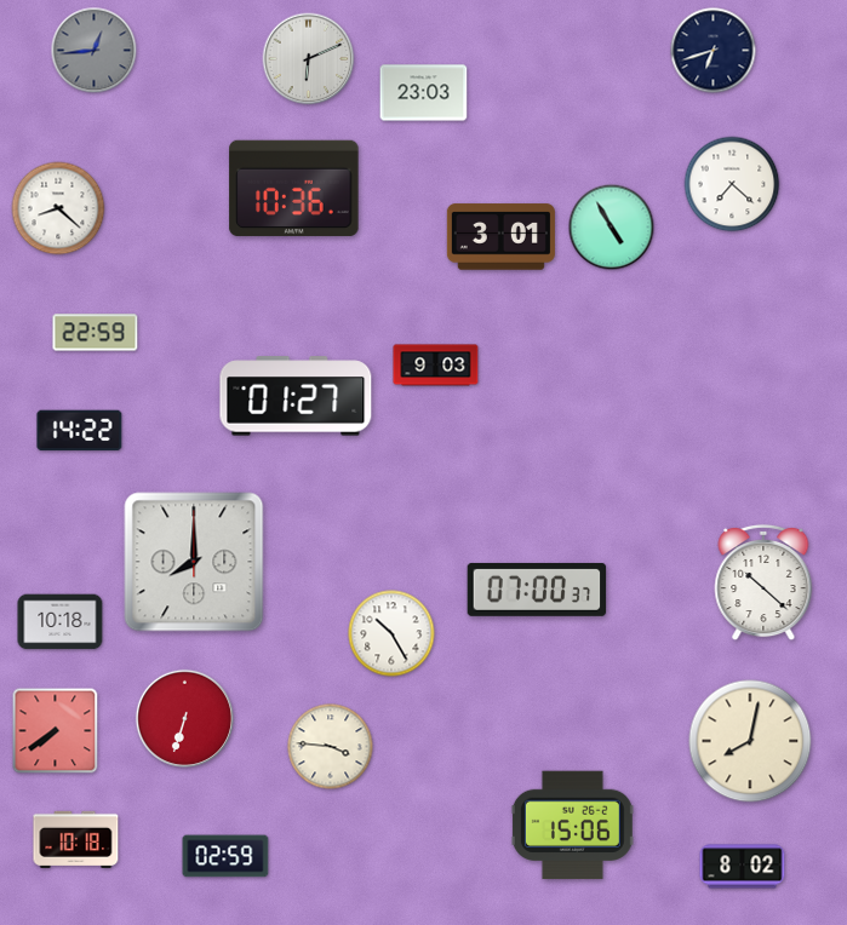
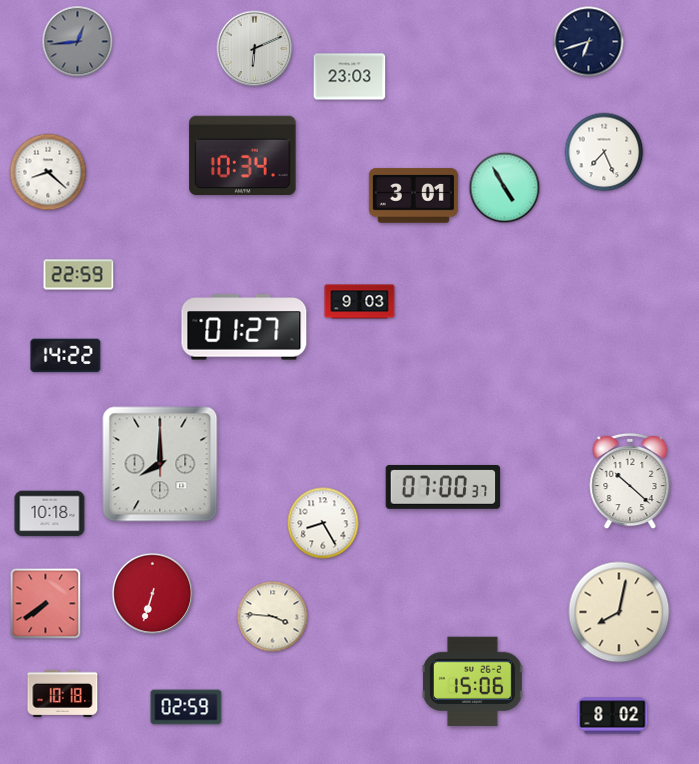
clock at (732, 184): 7:22 -> 7:26
clock at (294, 188): 10:36 -> 10:34
clock at (391, 633): 10:25 -> 8:25
